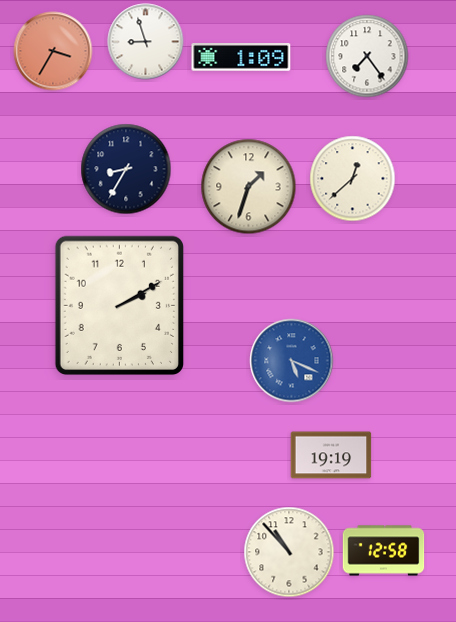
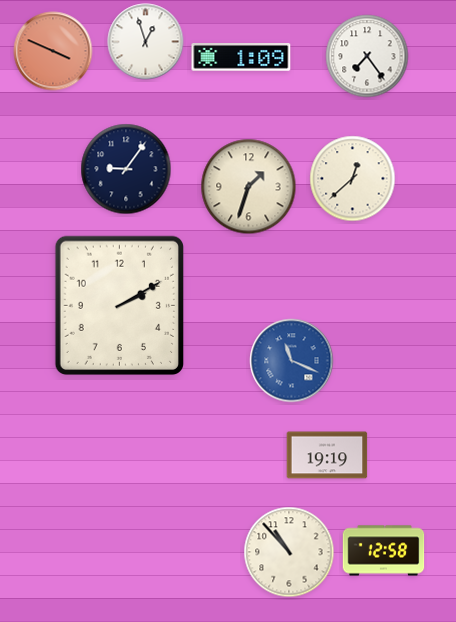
clock at (146, 42): 8:57 -> 12:57
clock at (53, 51): 3:35 -> 3:49
clock at (126, 169): 8:35 -> 9:06
clock at (292, 361): 5:19 -> 11:19
clock at (331, 455) position: (331, 455) -> (327, 455)
